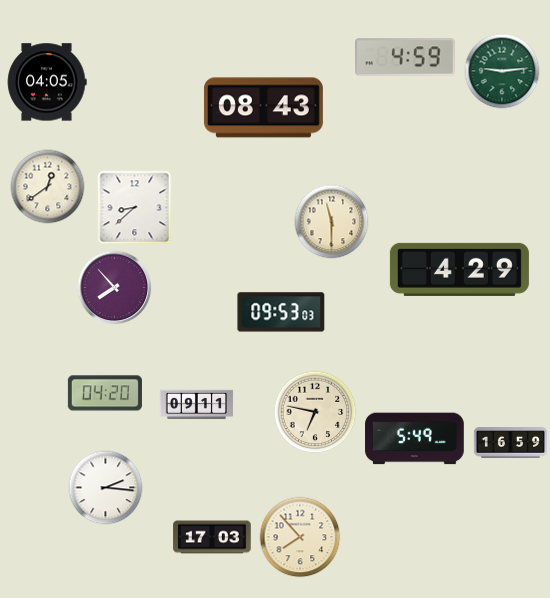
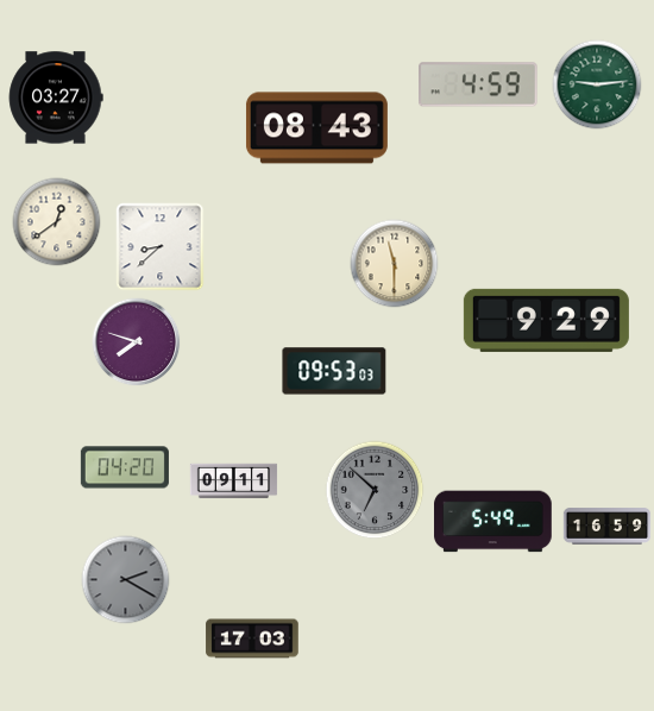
clock at (406, 57) position: (406, 57) -> (479, 84)
clock at (47, 82): 04:05 -> 03:27
clock at (263, 108) position: (263, 108) -> (316, 128)
clock at (459, 269): 4:29 -> 9:29
clock at (115, 288): 7:53 -> 7:48
clock at (315, 412): 6:47 -> 6:52
clock at (315, 412) dial: cream -> grey
clock at (106, 488): 2:16 -> 2:20
clock at (106, 488) dial: white -> grey
clock at (300, 537): 7:53 -> none
